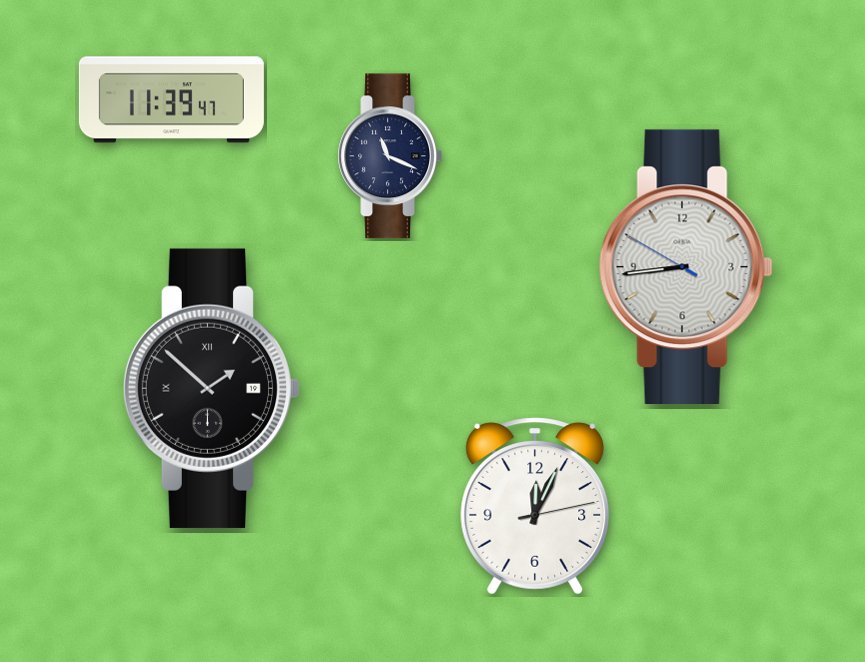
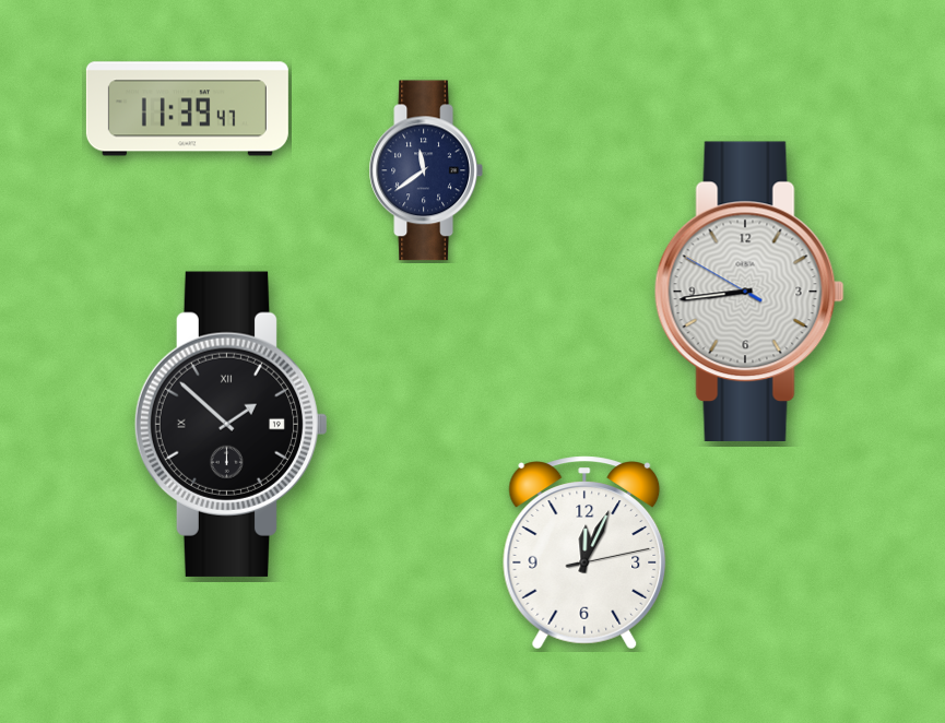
clock at (389, 156): 11:19 -> 11:39
